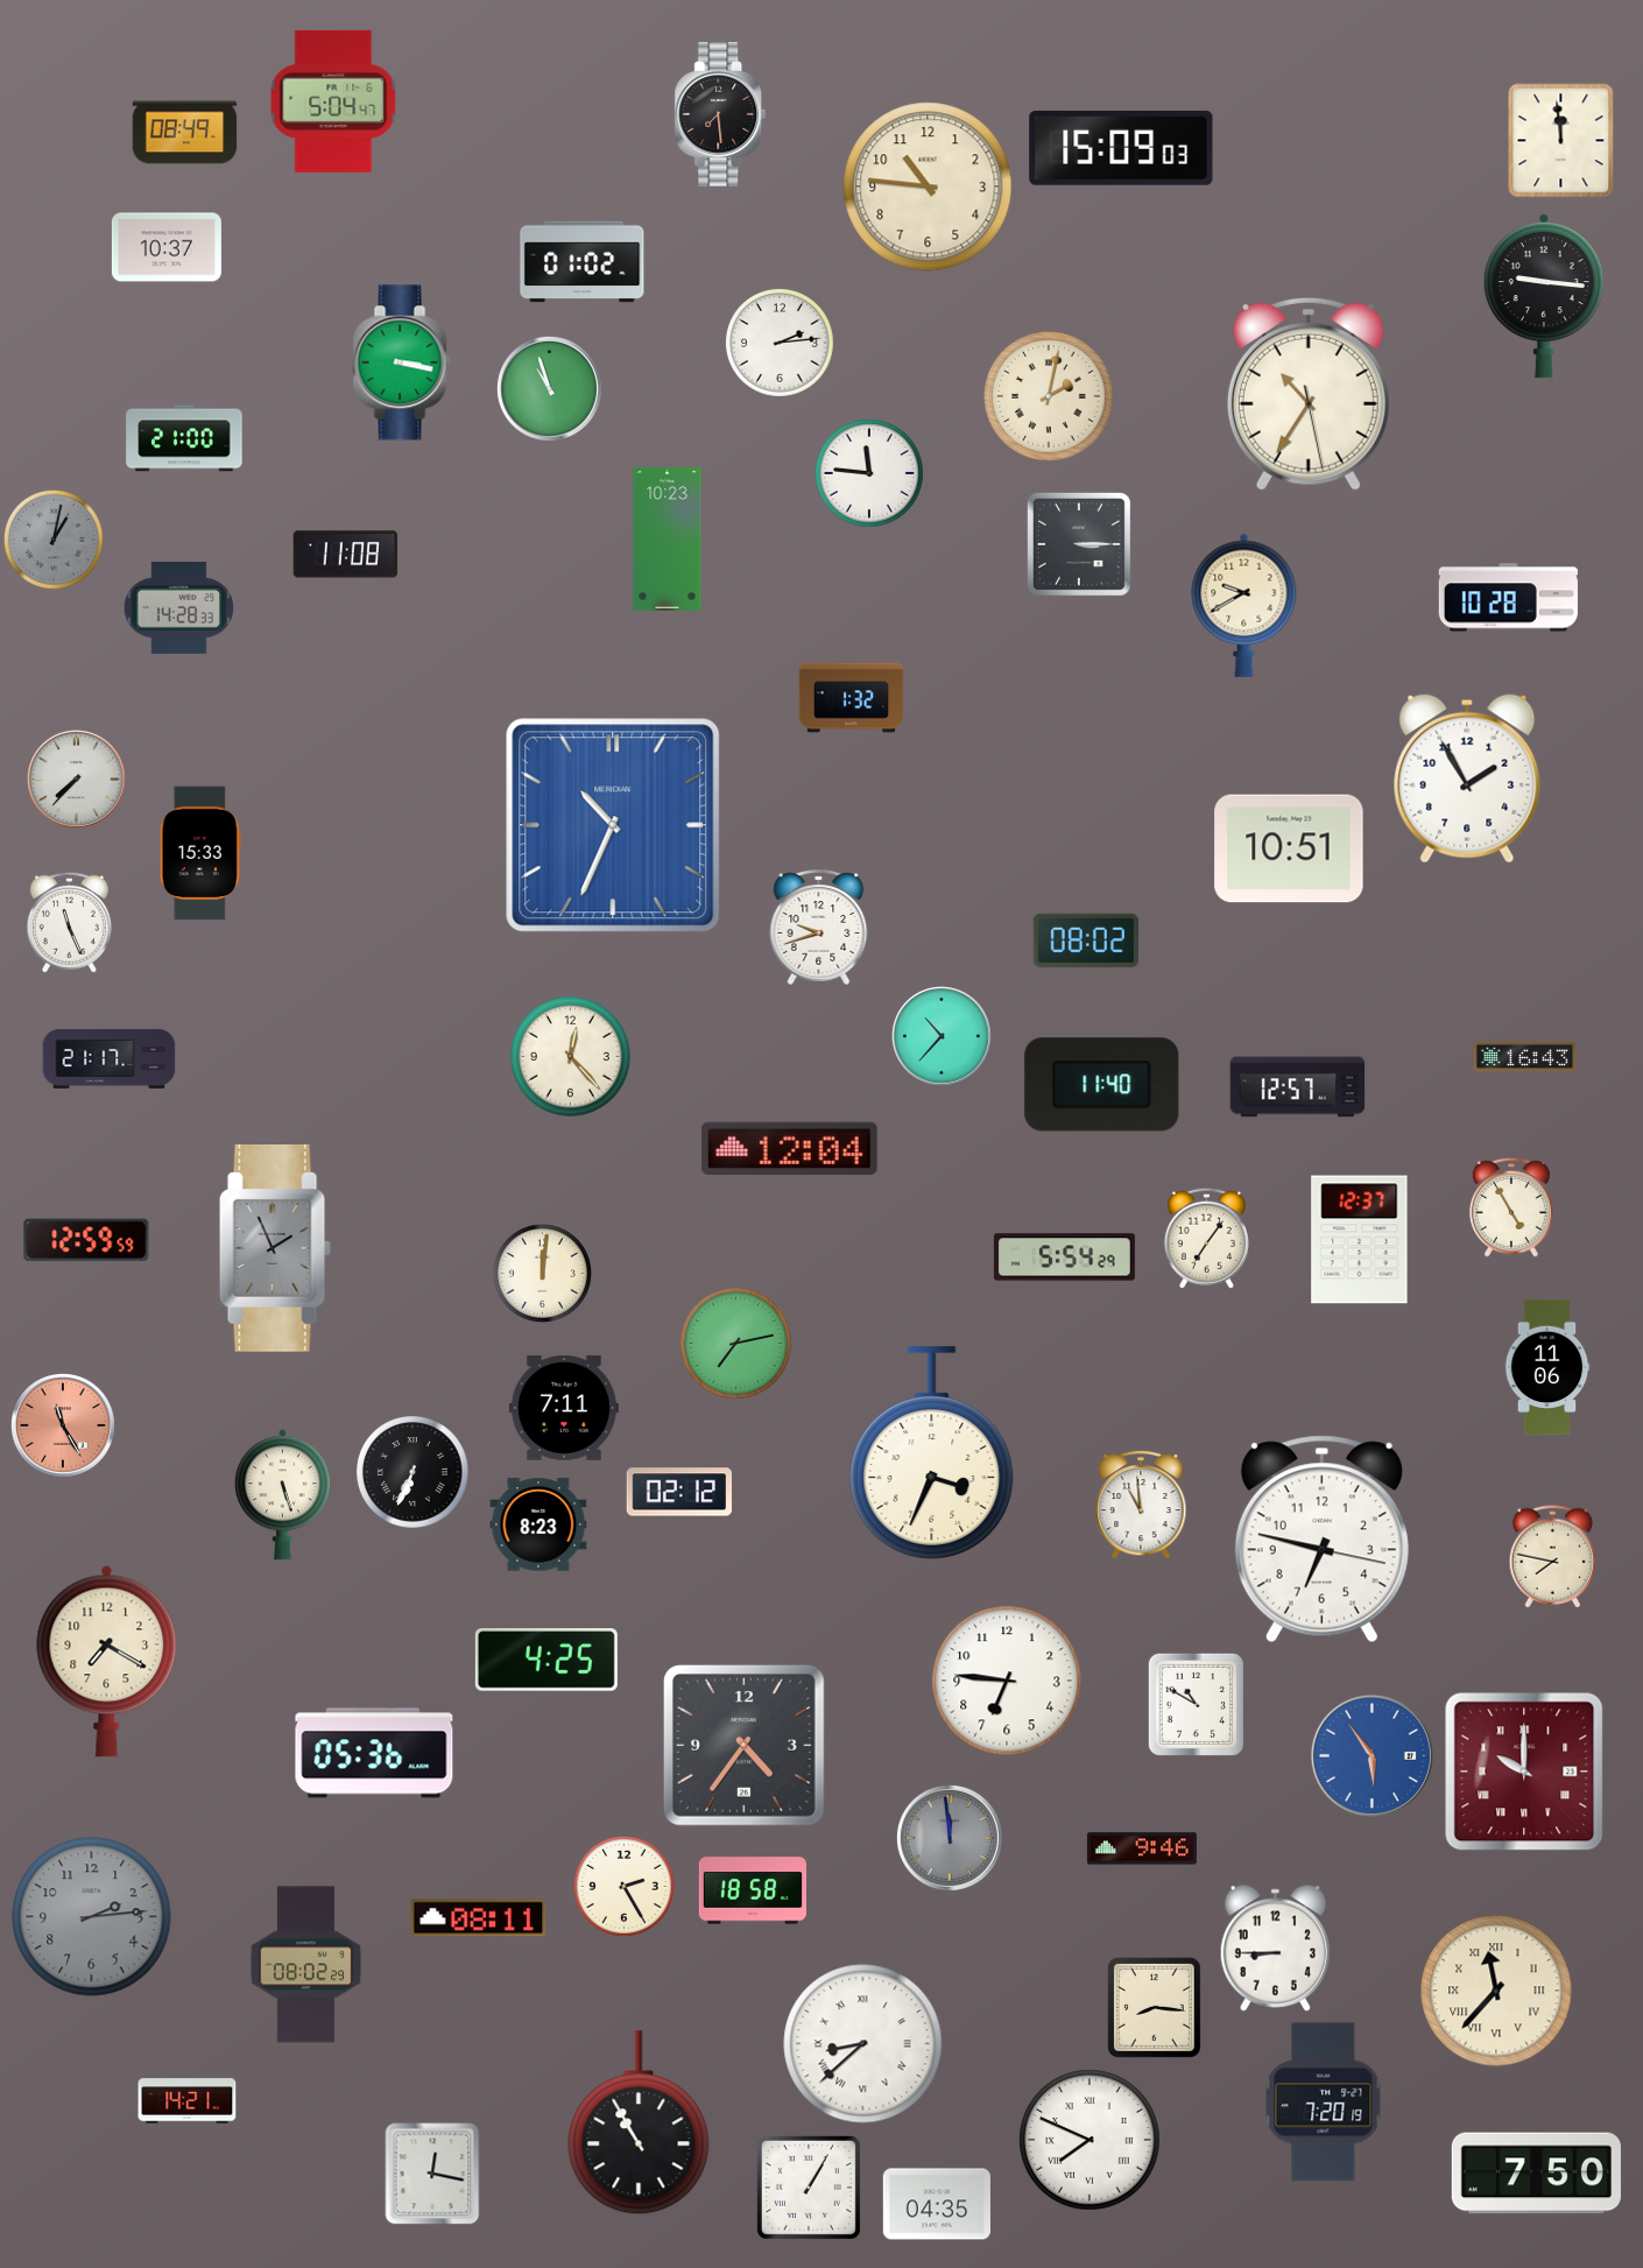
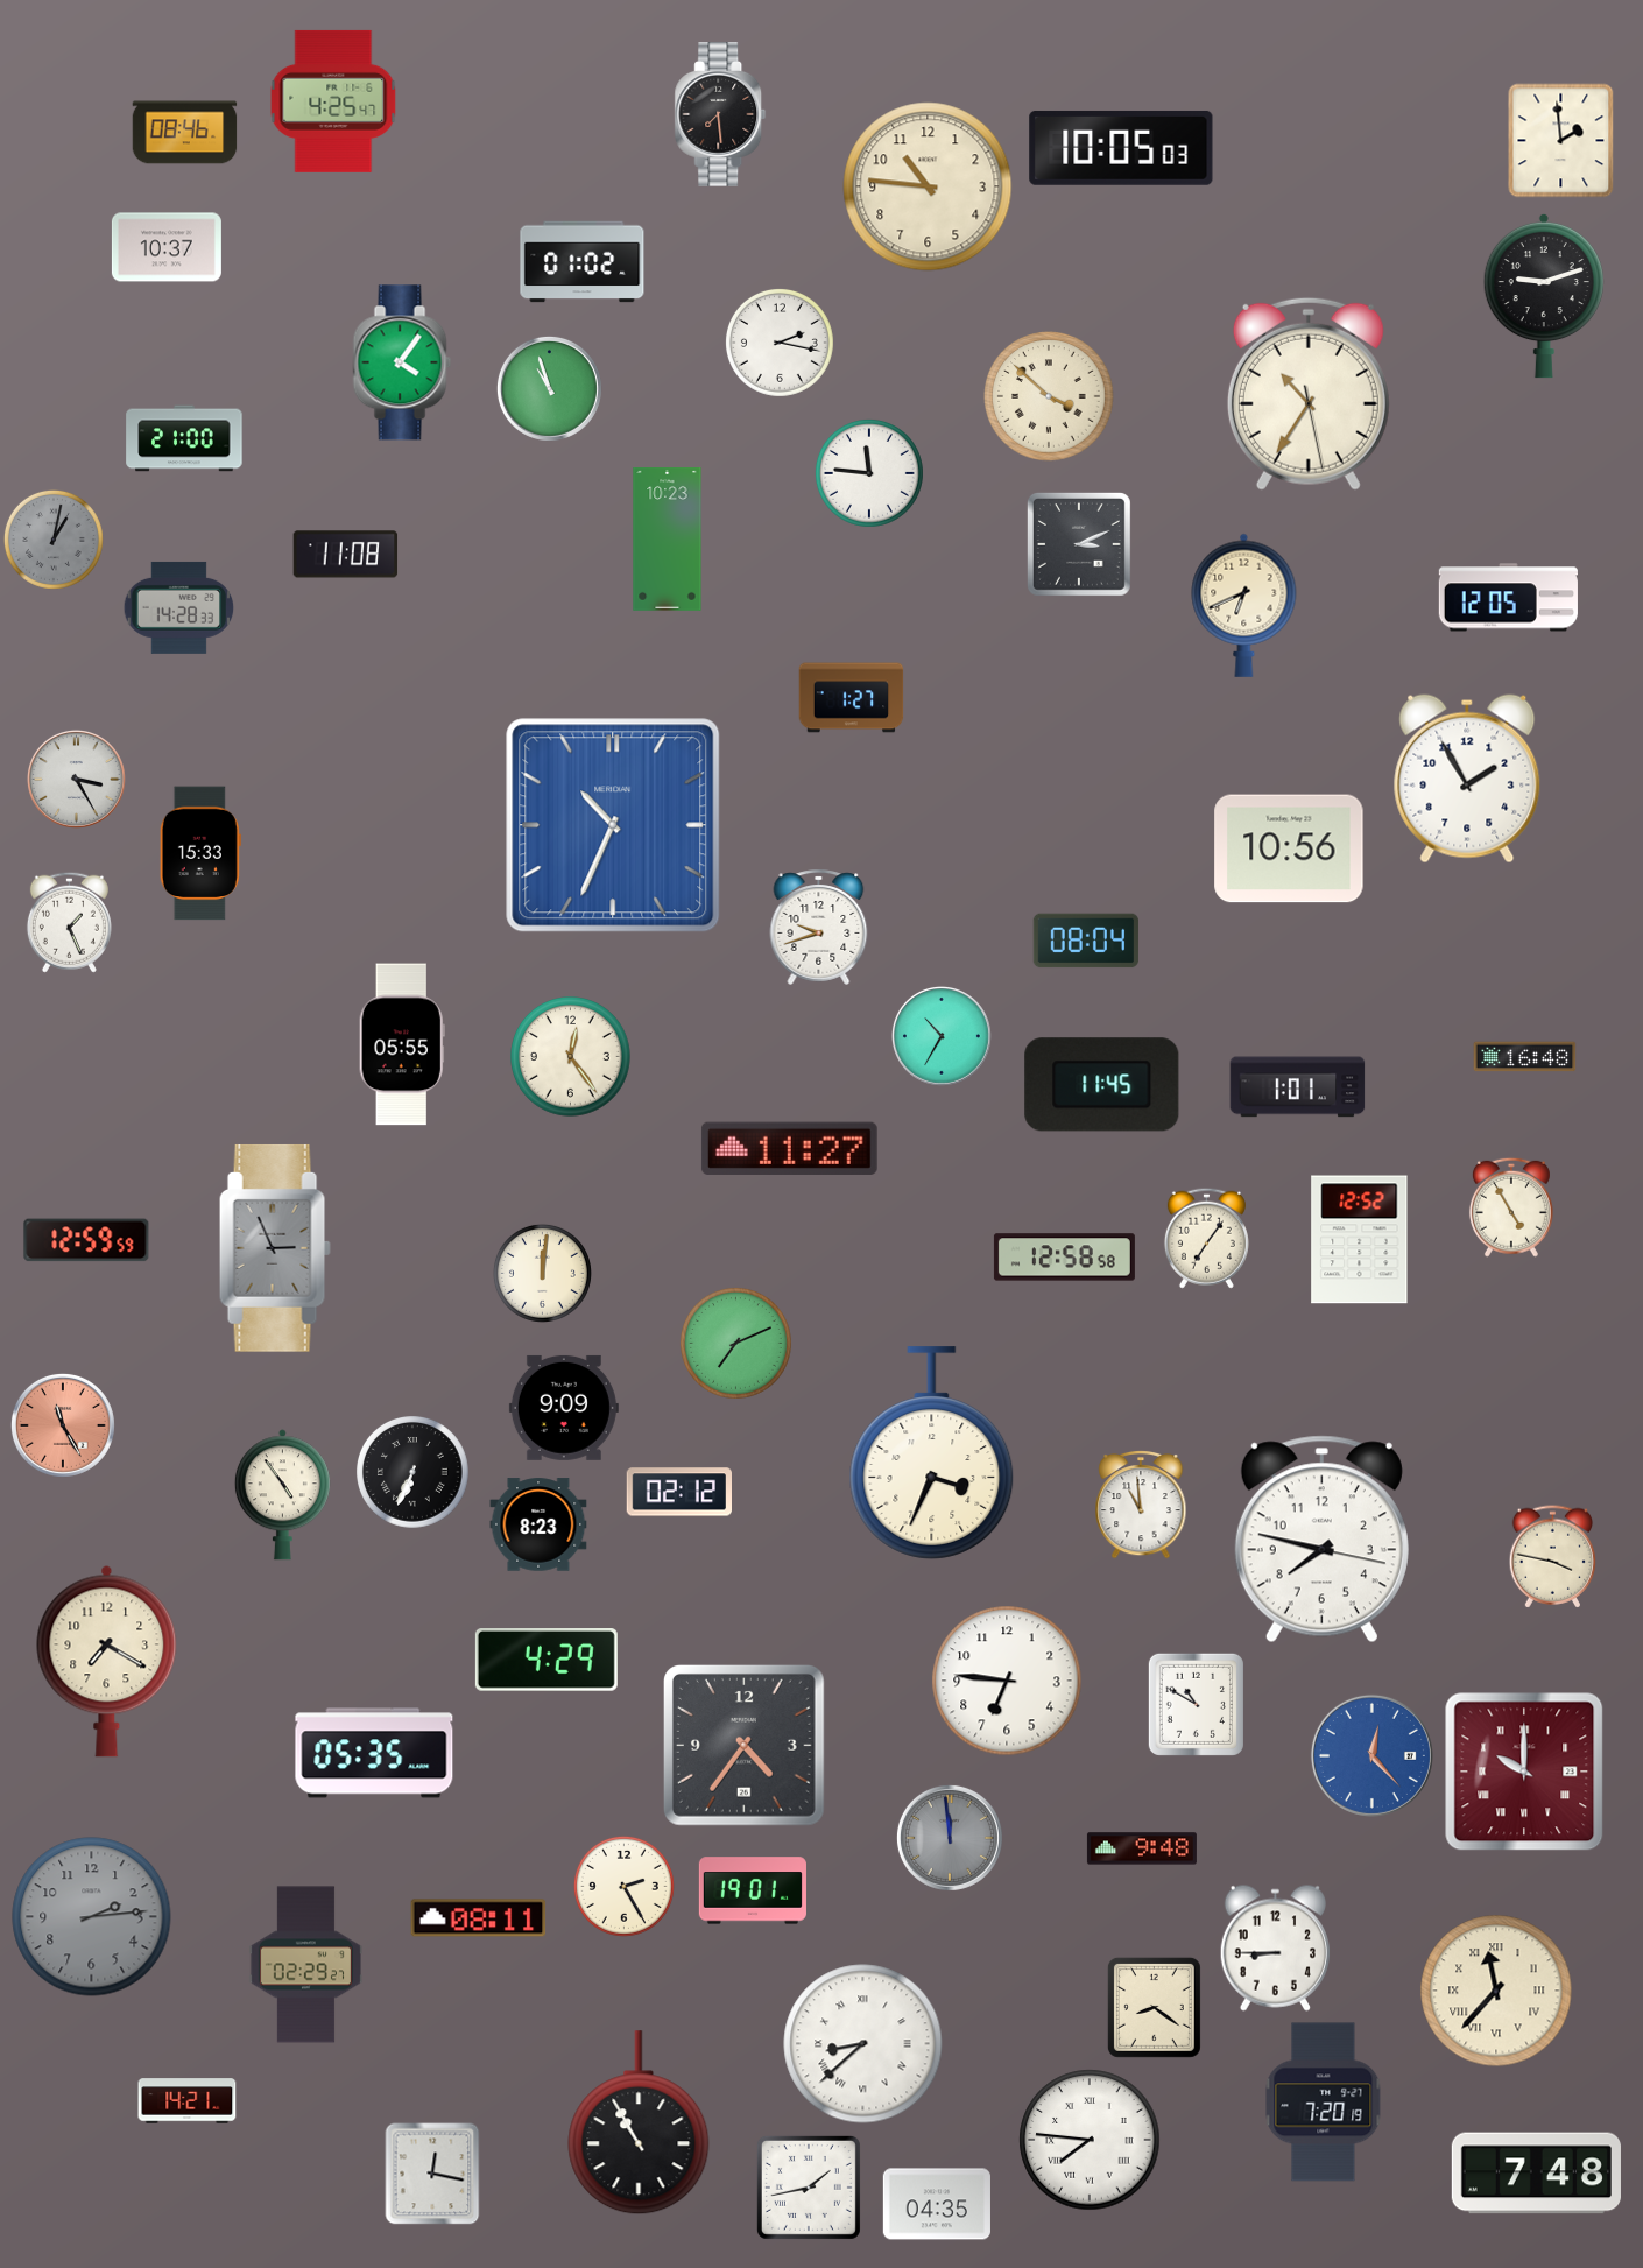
clock at (333, 101): 5:04 -> 4:25
clock at (185, 133): 08:49 -> 08:46
clock at (1561, 141): 11:59 -> 1:59
clock at (1121, 148): 15:09 -> 10:05
clock at (1544, 296): 9:16 -> 9:12
clock at (780, 343): 2:14 -> 2:17
clock at (402, 362): 3:17 -> 4:06
clock at (1049, 396): 2:02 -> 3:52
clock at (1079, 544): 3:15 -> 3:11
clock at (1508, 598): 10:28 -> 12:05
clock at (1244, 605): 9:40 -> 6:41
clock at (852, 698): 1:32 -> 1:27
clock at (76, 779): 7:37 -> 3:25
clock at (1289, 848): 10:51 -> 10:56
clock at (69, 922): 11:26 -> 1:26
clock at (1086, 941): 08:02 -> 08:04
clock at (942, 1036): 10:37 -> 10:35
clock at (402, 1044): none -> 05:55
clock at (571, 1057): 12:23 -> 12:24
clock at (1525, 1057): 16:43 -> 16:48
clock at (110, 1059): 21:17 -> none
clock at (1102, 1085): 11:40 -> 11:45
clock at (1298, 1087): 12:57 -> 1:01
clock at (789, 1148): 12:04 -> 11:27
clock at (1360, 1240): 12:37 -> 12:52
clock at (275, 1248): 1:56 -> 2:56
clock at (1064, 1258): 5:54 -> 12:58
clock at (736, 1344): 7:13 -> 7:11
clock at (1547, 1367): 11:06 -> none
clock at (564, 1408): 7:11 -> 9:09
clock at (282, 1495): 5:27 -> 4:54
clock at (1321, 1540): 6:47 -> 7:47
clock at (1553, 1557): 7:47 -> 3:47
clock at (547, 1660): 4:25 -> 4:29
clock at (374, 1753): 05:36 -> 05:35
clock at (1371, 1755): 5:54 -> 12:23
clock at (1142, 1848): 9:46 -> 9:48
clock at (753, 1890): 18:58 -> 19:01
clock at (305, 1965): 08:02 -> 02:29
clock at (1154, 2007): 8:16 -> 8:21
clock at (1090, 2140): 7:49 -> 7:46
clock at (1536, 2174): 7:50 -> 7:48
clock at (809, 2188): 1:05 -> 1:43
